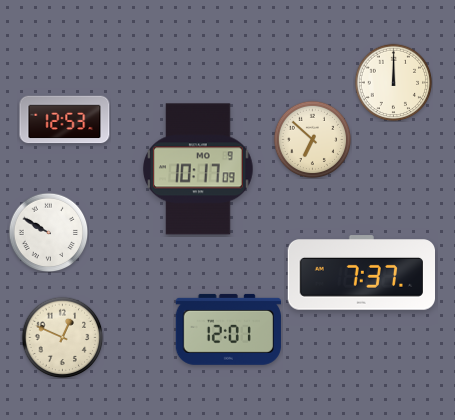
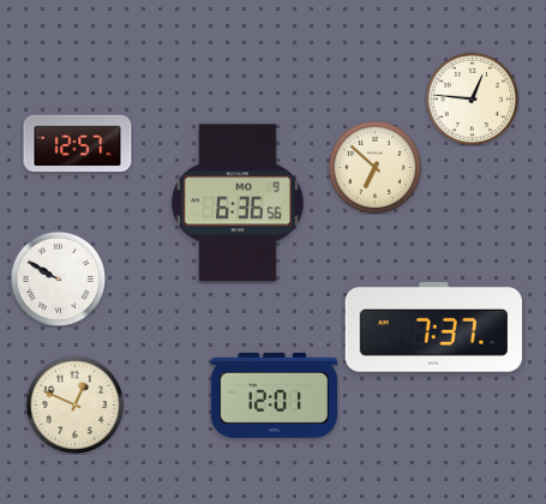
clock at (393, 82): 12:00 -> 12:46
clock at (65, 120): 12:53 -> 12:57
clock at (199, 169): 10:17 -> 6:36
